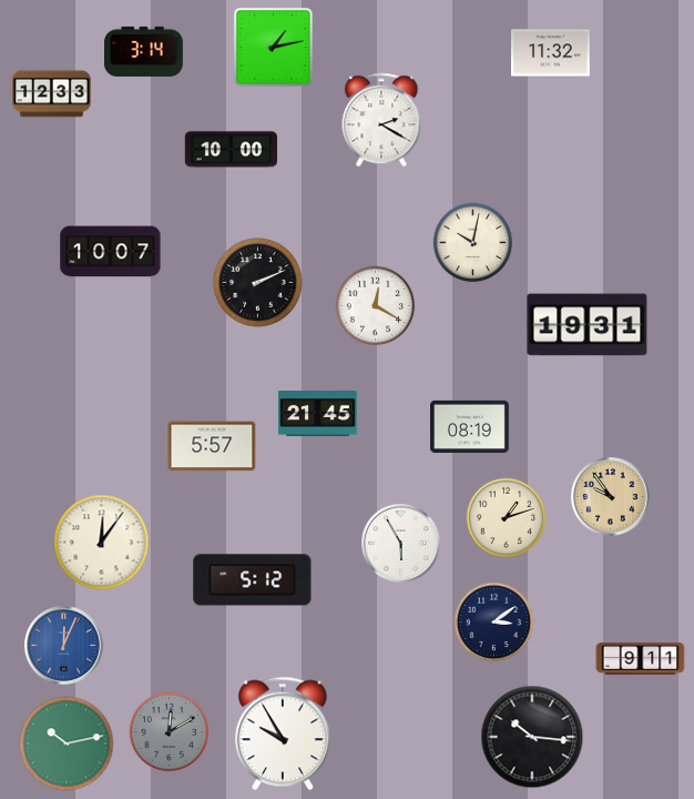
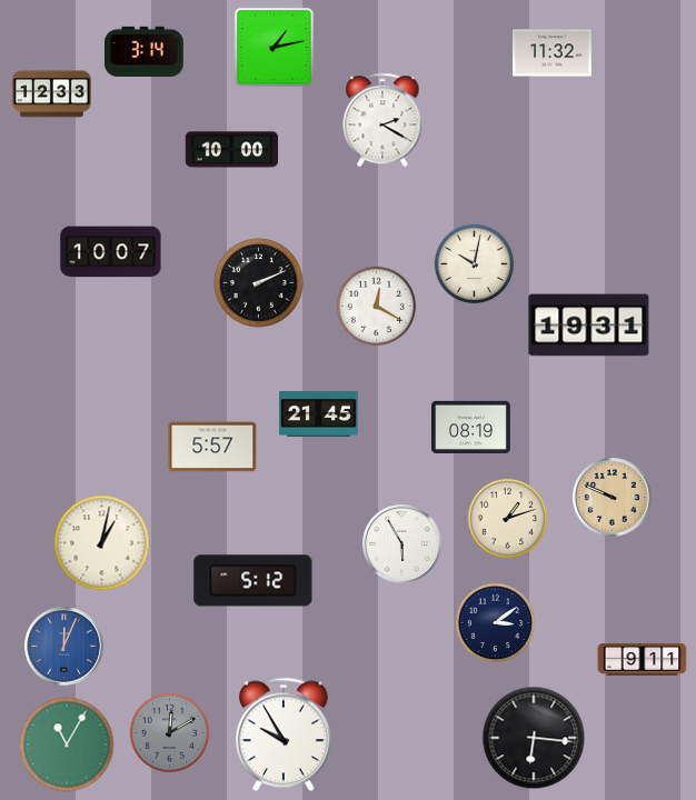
clock at (473, 243) position: (473, 243) -> (475, 264)
clock at (611, 497): 9:54 -> 9:49
clock at (102, 543): 12:06 -> 1:02
clock at (532, 737): 10:16 -> 6:16
clock at (67, 744): 10:13 -> 11:05
